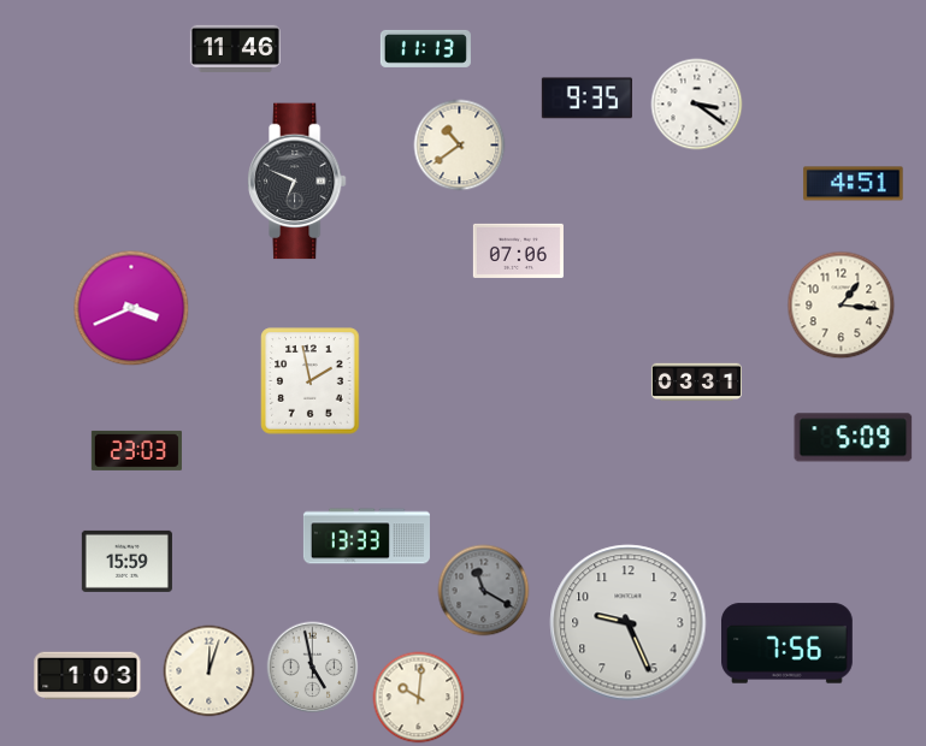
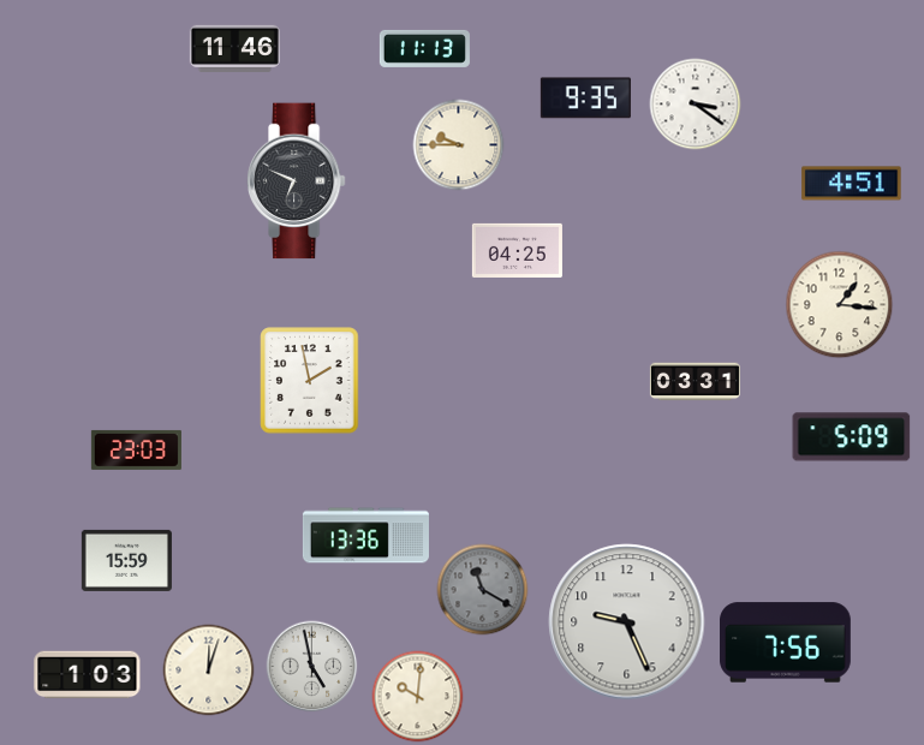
clock at (460, 146): 10:39 -> 9:45
clock at (518, 250): 07:06 -> 04:25
clock at (131, 308): 3:41 -> none
clock at (366, 537): 13:33 -> 13:36
